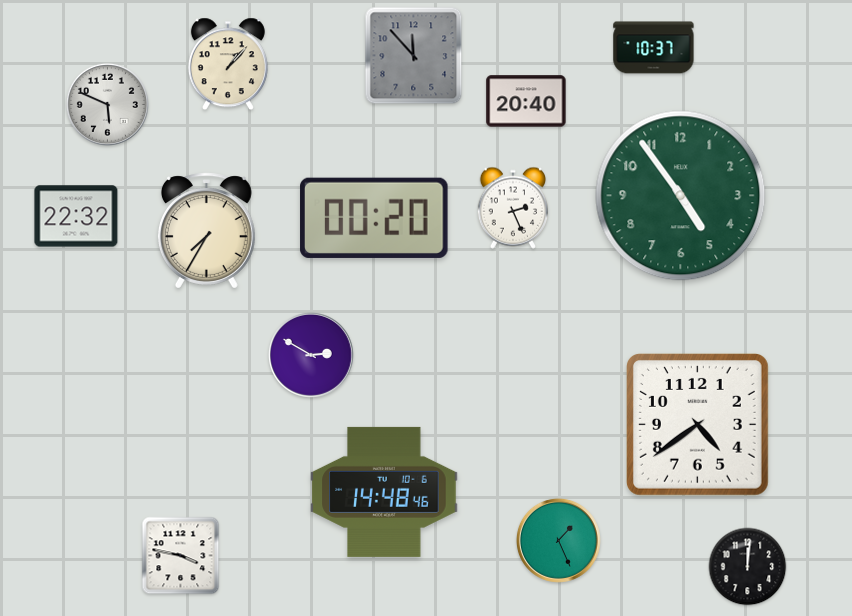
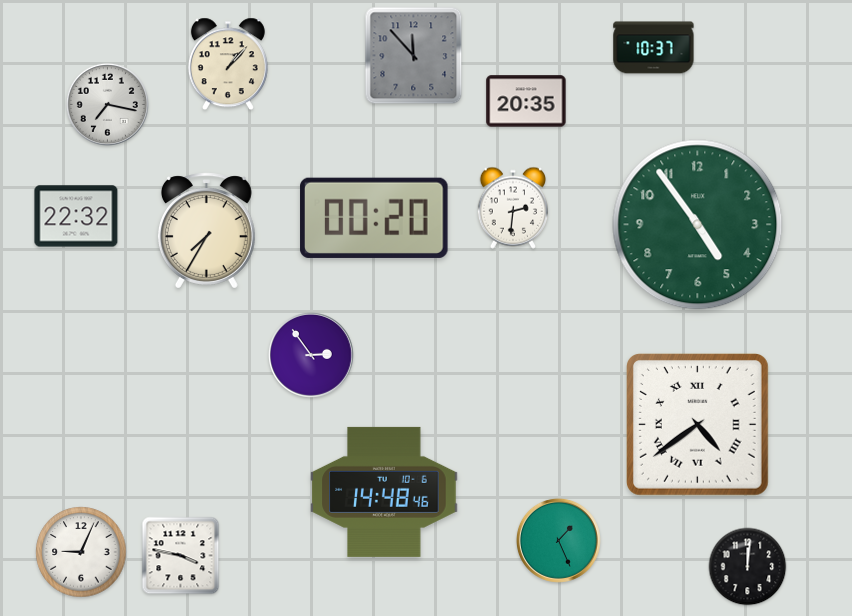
clock at (526, 101): 20:40 -> 20:35
clock at (107, 104): 5:49 -> 7:17
clock at (681, 196) position: (681, 196) -> (698, 225)
clock at (512, 208): 2:26 -> 2:31
clock at (311, 355): 2:50 -> 2:54
clock at (698, 425) numerals: Arabic -> Roman
clock at (81, 552): none -> 9:04
